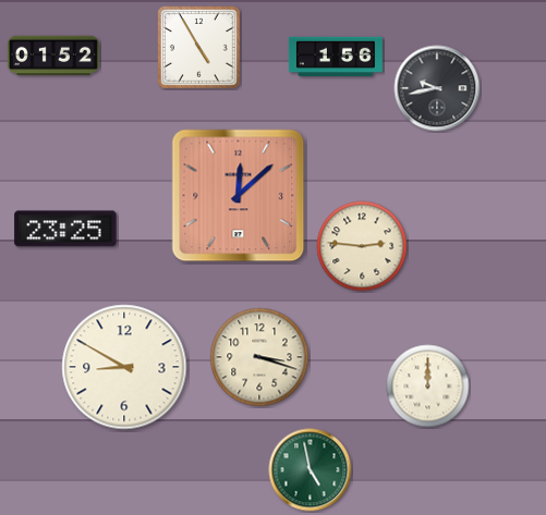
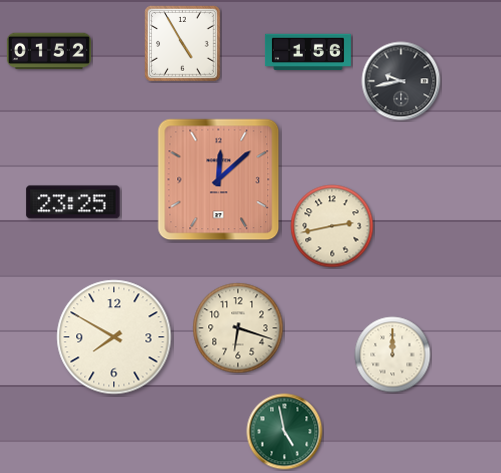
clock at (65, 229) position: (65, 229) -> (73, 202)
clock at (362, 246): 2:46 -> 2:43
clock at (259, 357): 3:18 -> 6:18
clock at (124, 367): 8:50 -> 7:50
